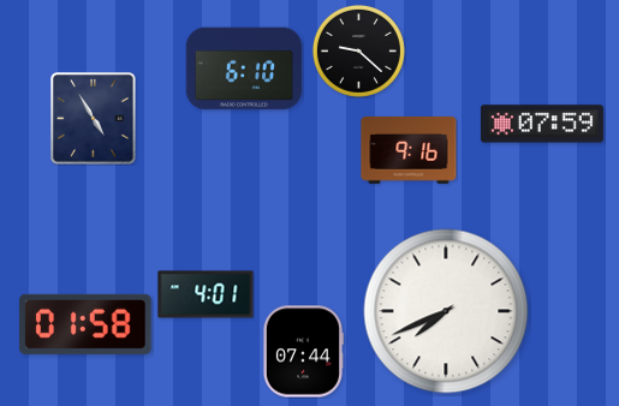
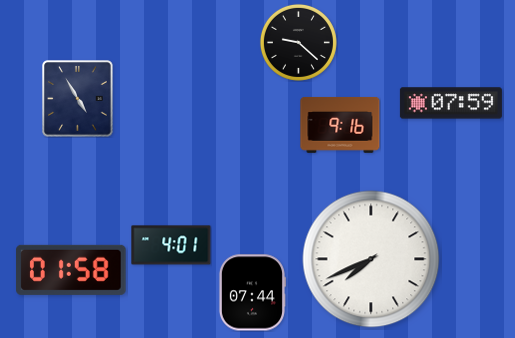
clock at (244, 68): 6:10 -> none
